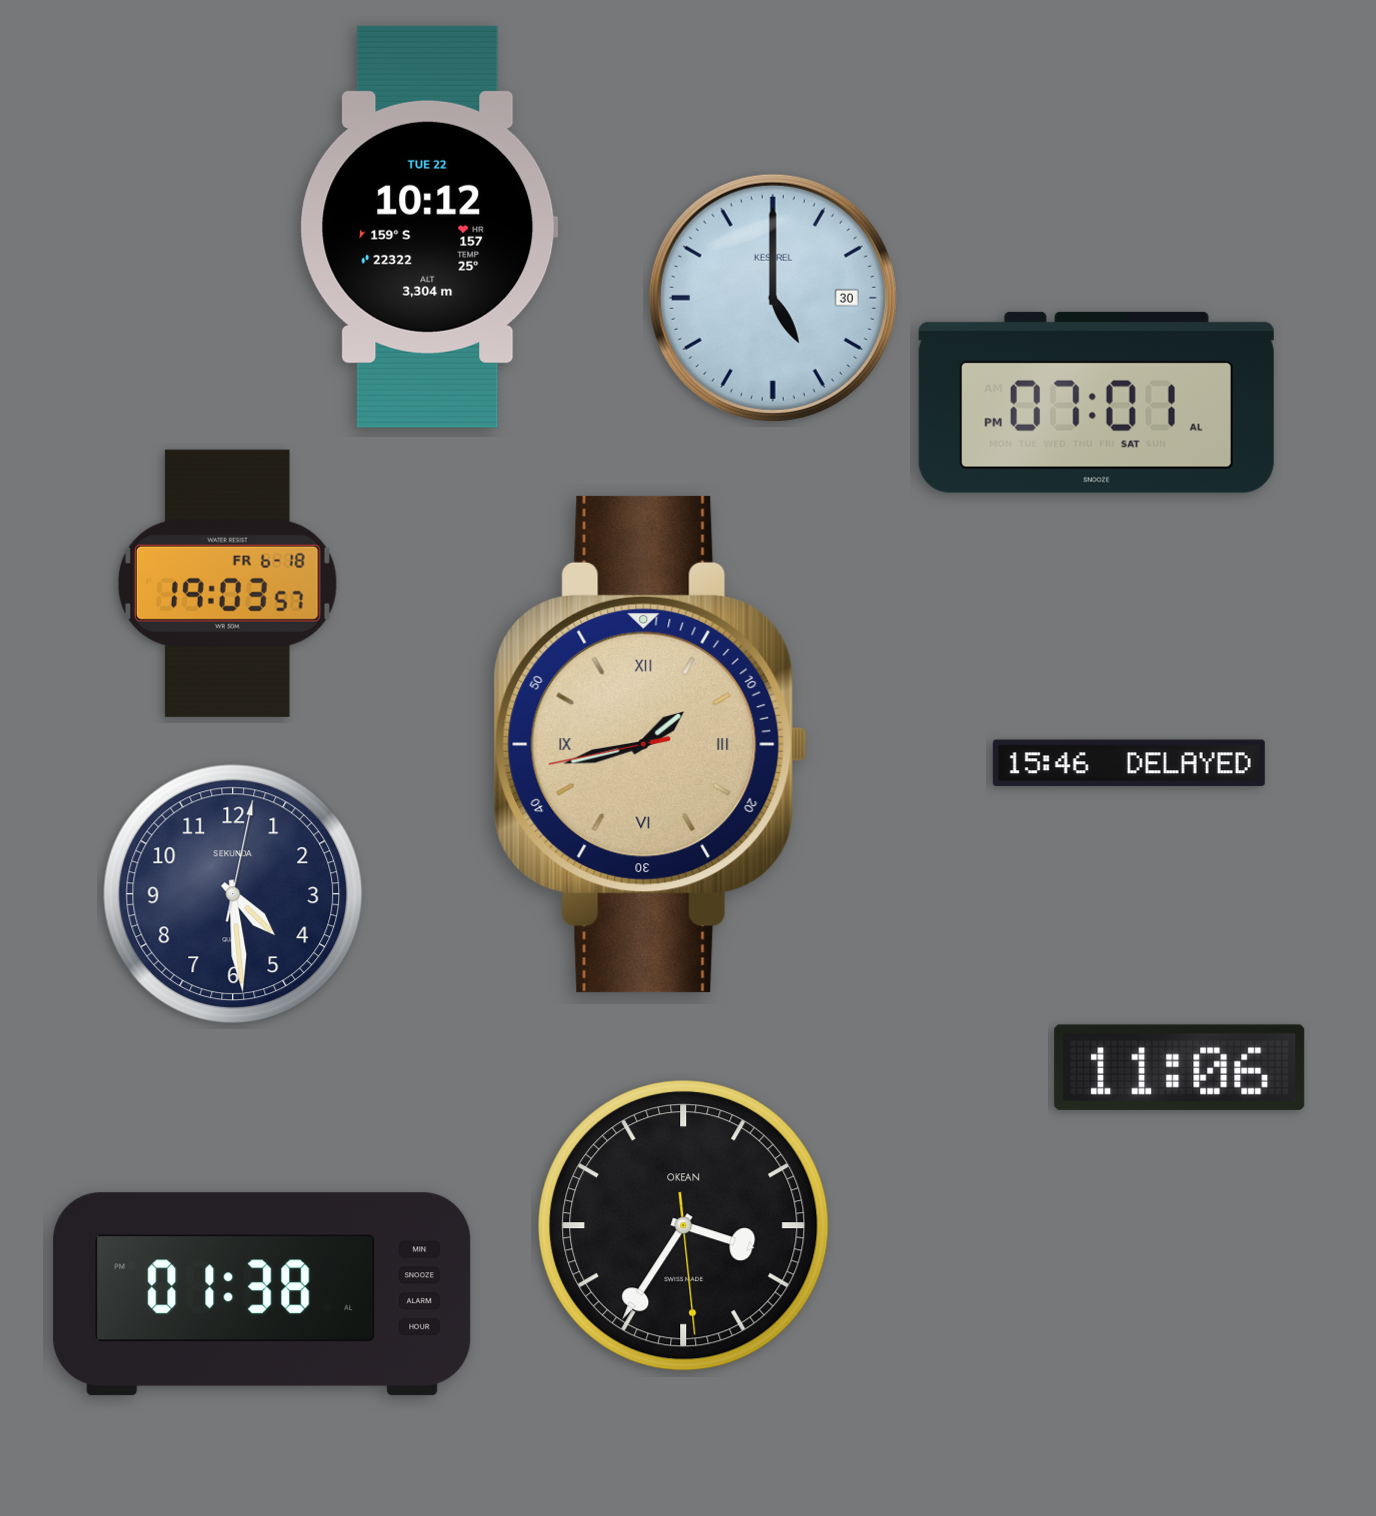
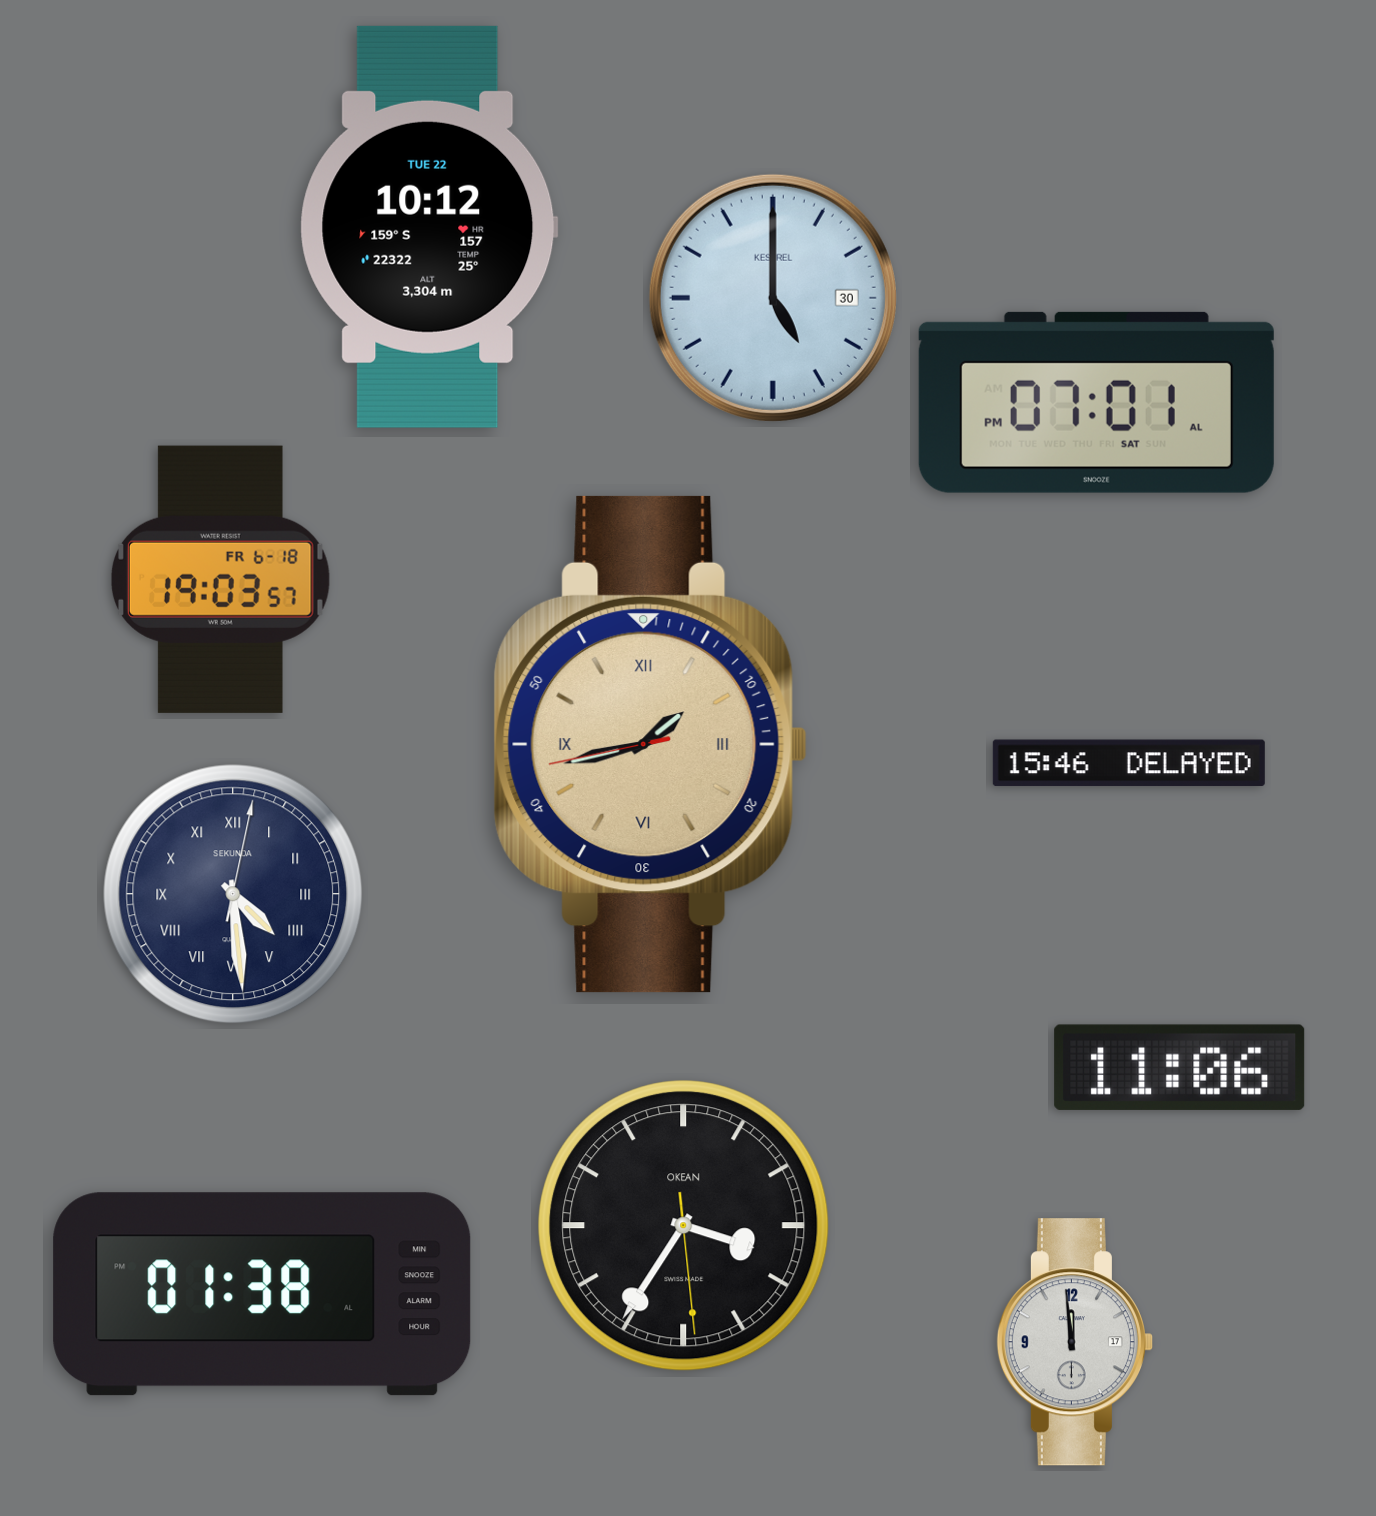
clock at (227, 583) position: (227, 583) -> (220, 579)
clock at (233, 894) numerals: Arabic -> Roman
clock at (1075, 1342): none -> 11:59
